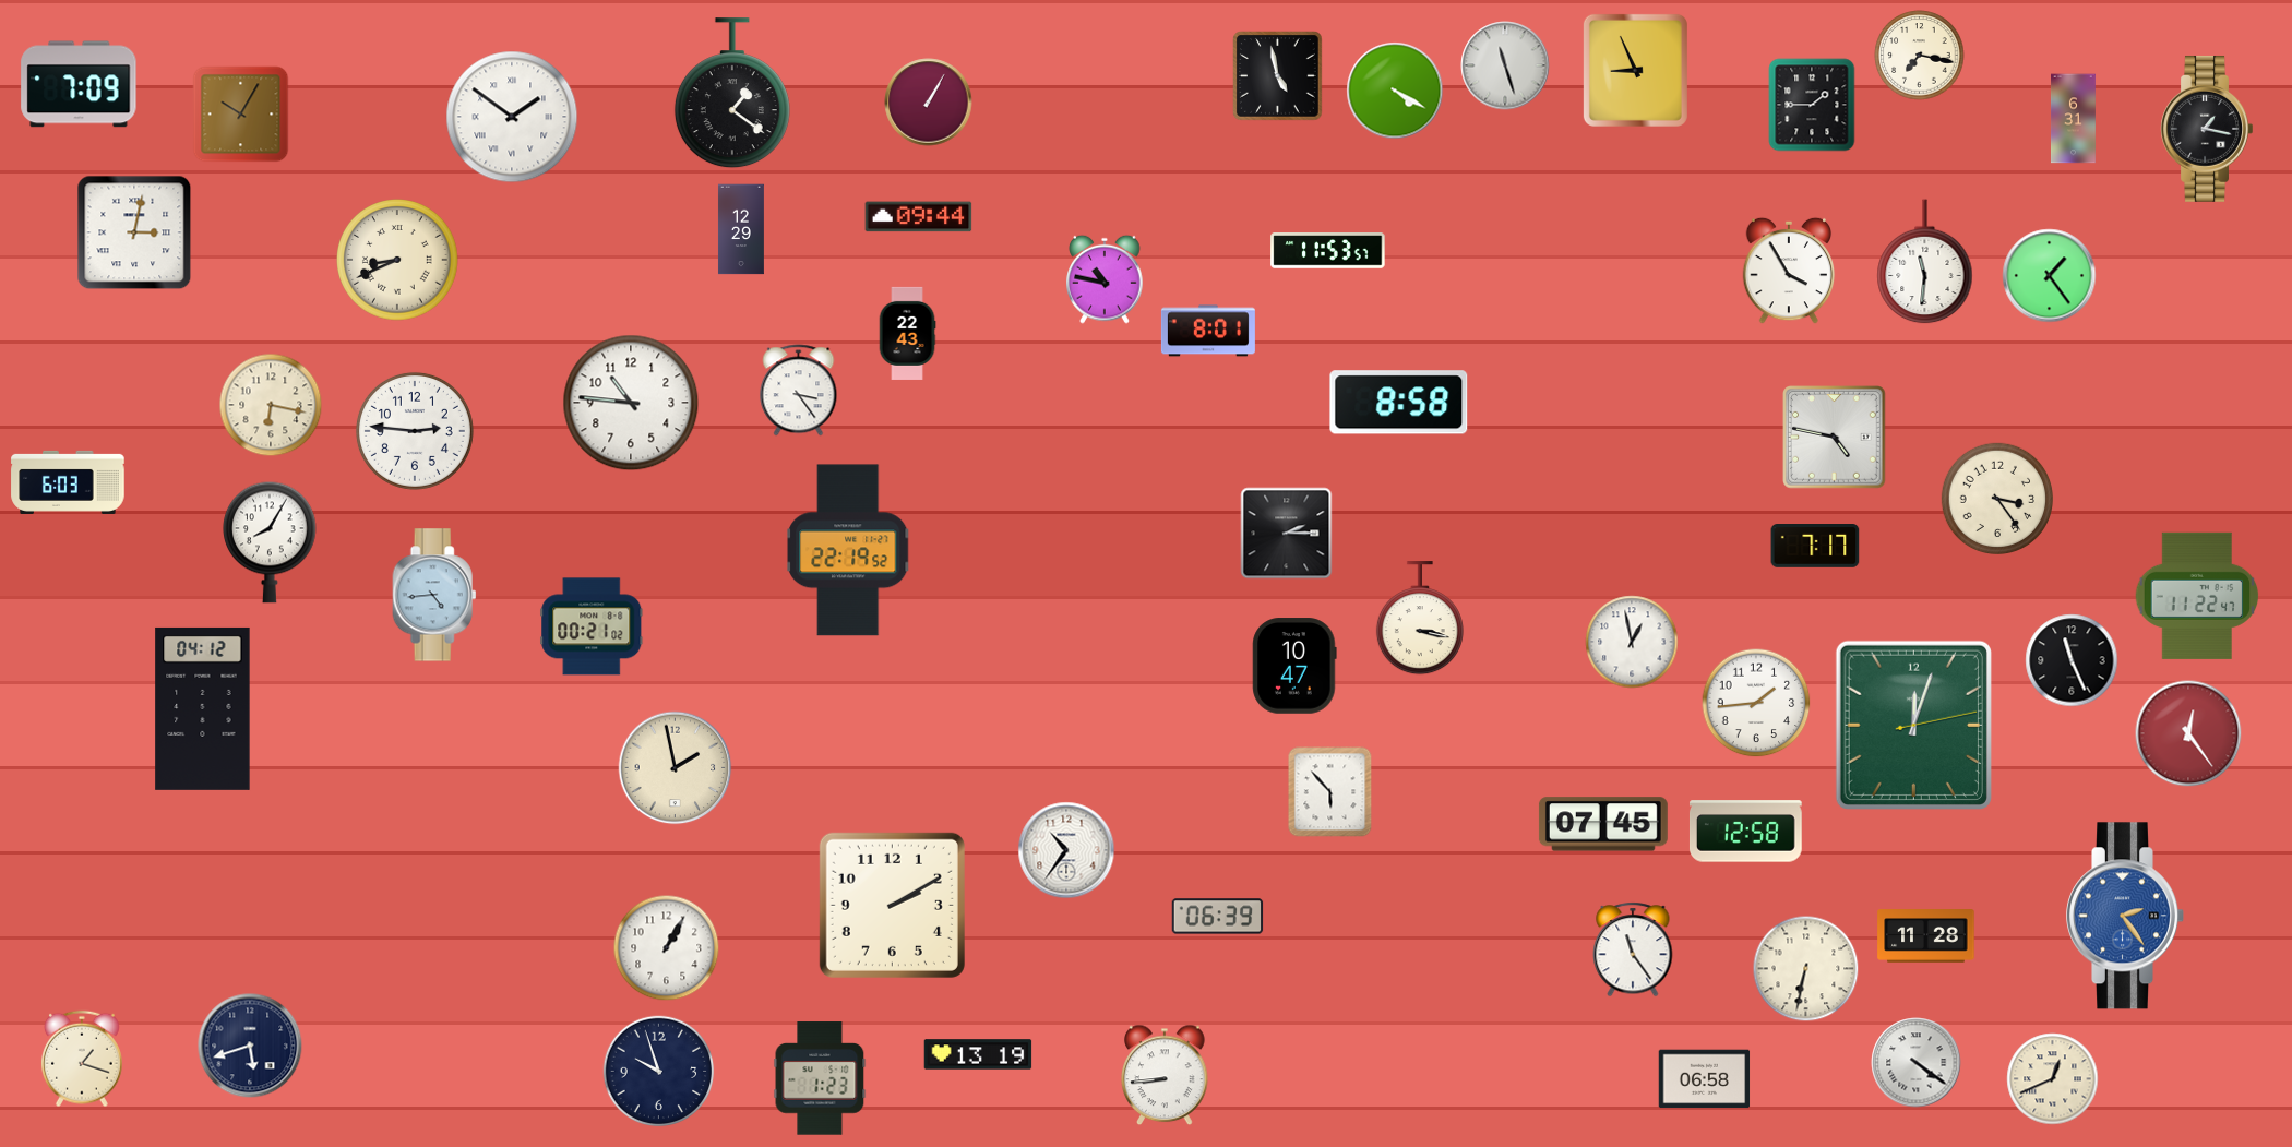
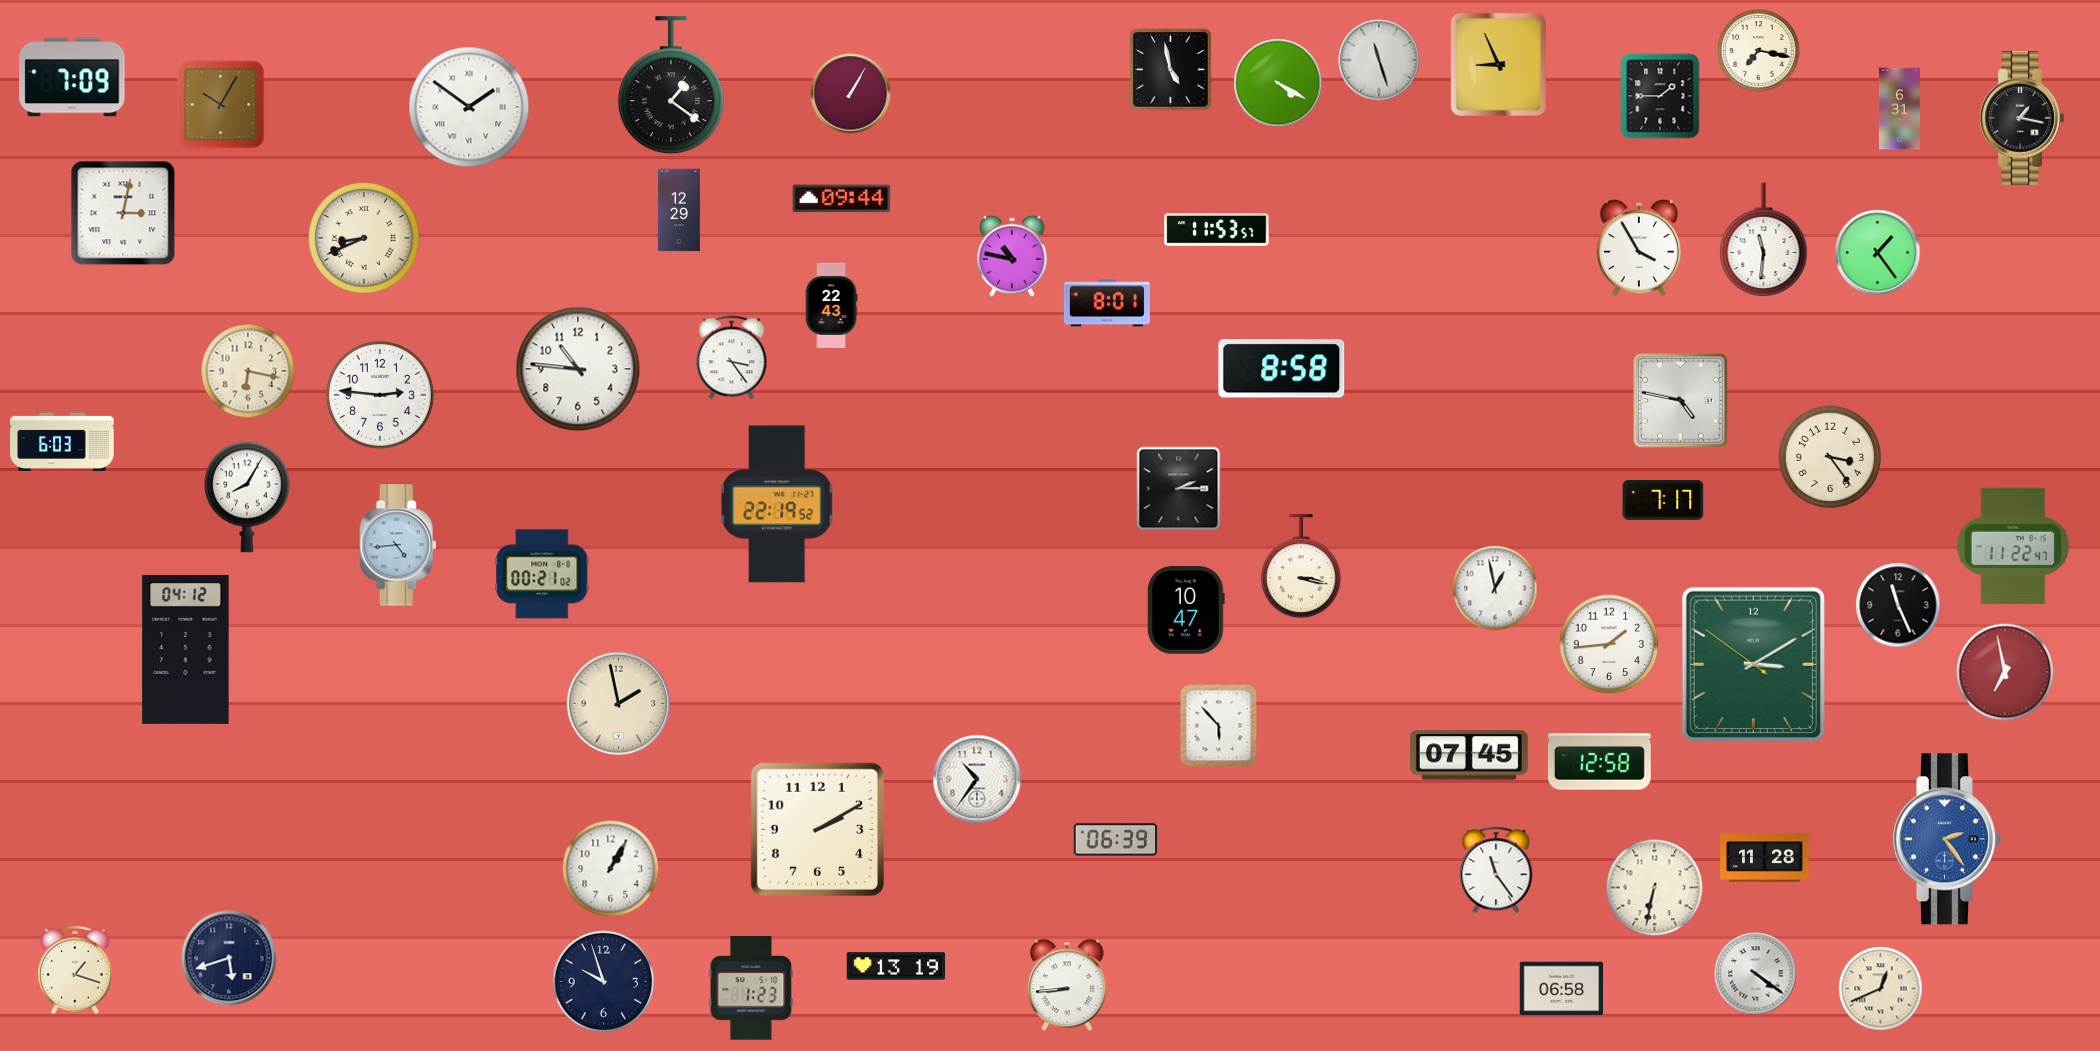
clock at (1913, 725): 12:03 -> 3:09
clock at (2188, 733): 12:24 -> 6:58
